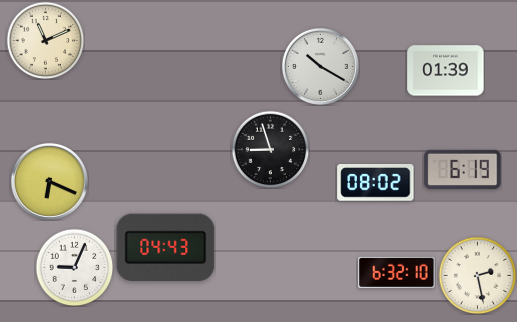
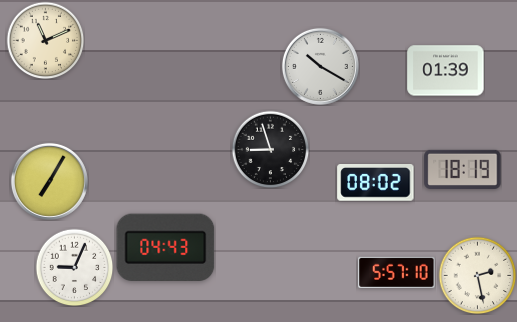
clock at (463, 169): 6:19 -> 18:19
clock at (49, 181): 6:19 -> 7:05
clock at (397, 272): 6:32 -> 5:57
